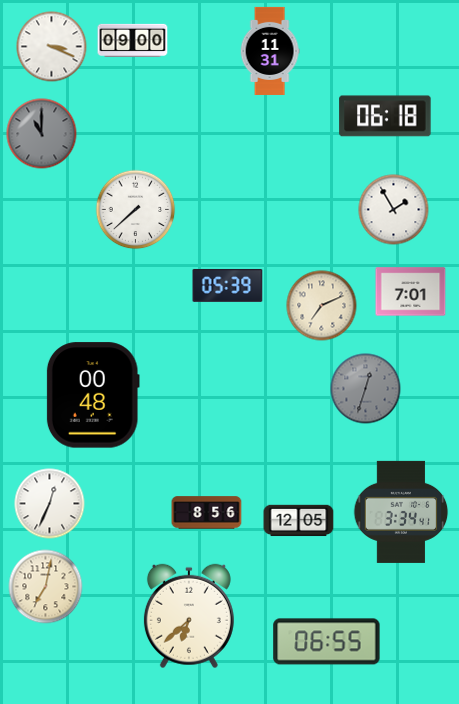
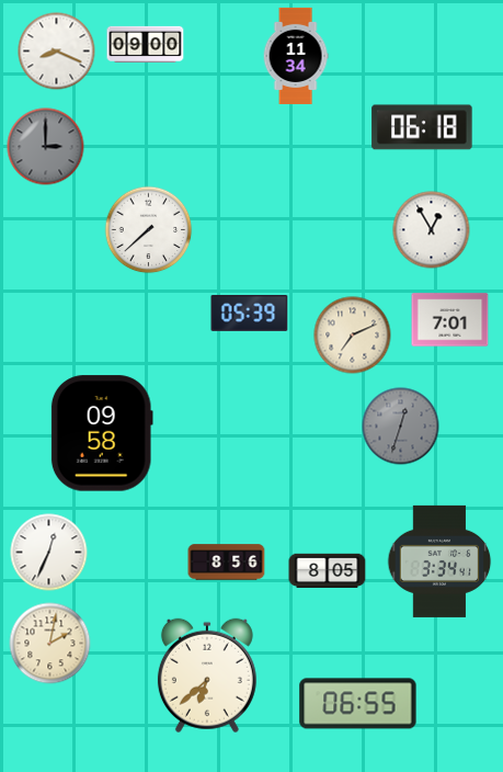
clock at (52, 47): 3:19 -> 8:19
clock at (270, 51): 11:31 -> 11:34
clock at (42, 134): 11:00 -> 3:00
clock at (394, 210): 1:55 -> 12:55
clock at (93, 395): 00:48 -> 09:58
clock at (50, 504) position: (50, 504) -> (49, 553)
clock at (299, 521): 12:05 -> 8:05
clock at (46, 587): 7:02 -> 2:02
